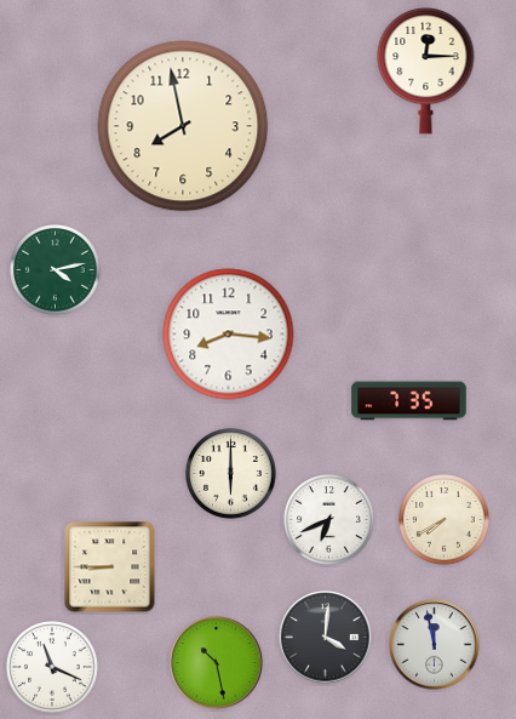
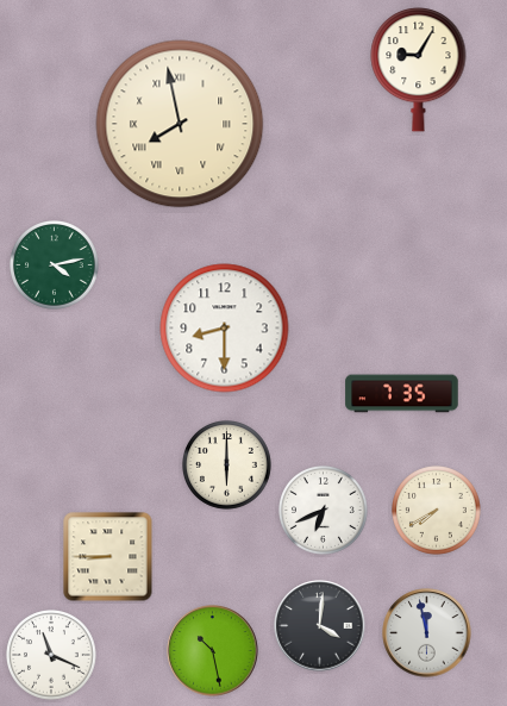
clock at (426, 72): 12:15 -> 9:05
clock at (183, 126) numerals: Arabic -> Roman
clock at (229, 335): 8:16 -> 8:30
